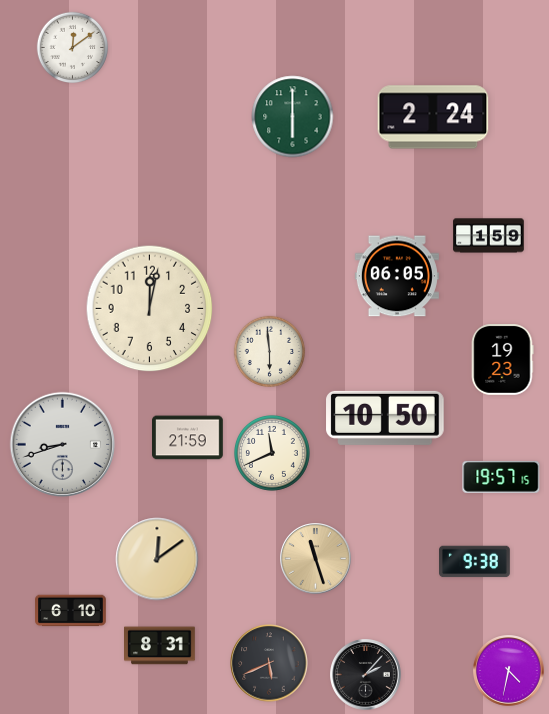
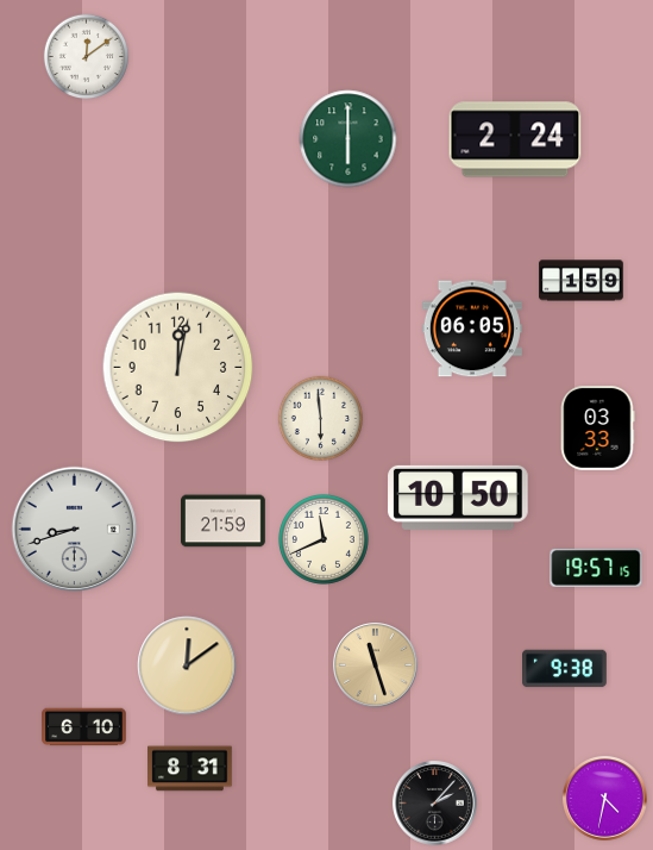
clock at (503, 360): 19:23 -> 03:33
clock at (269, 663): 5:41 -> none
